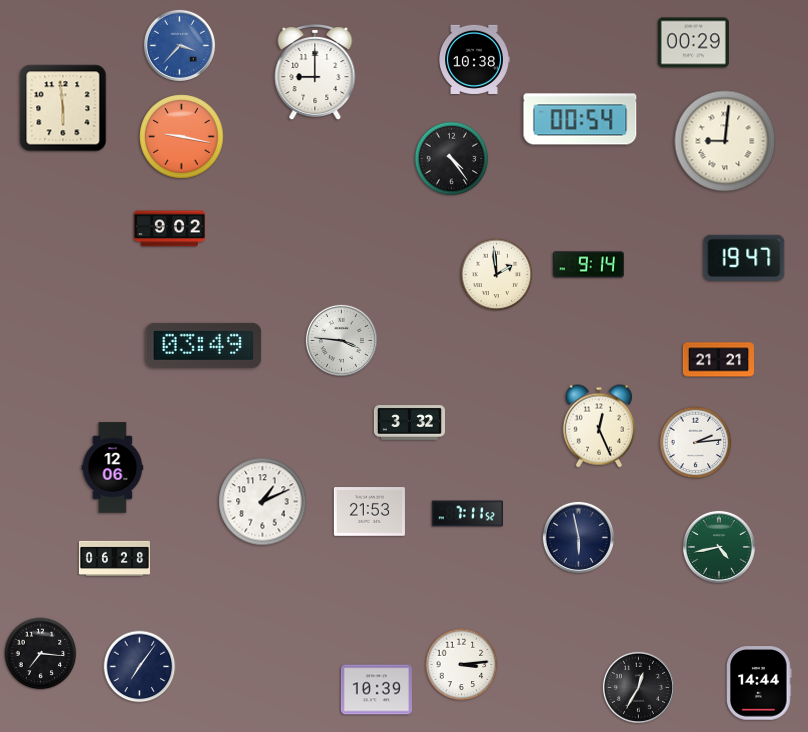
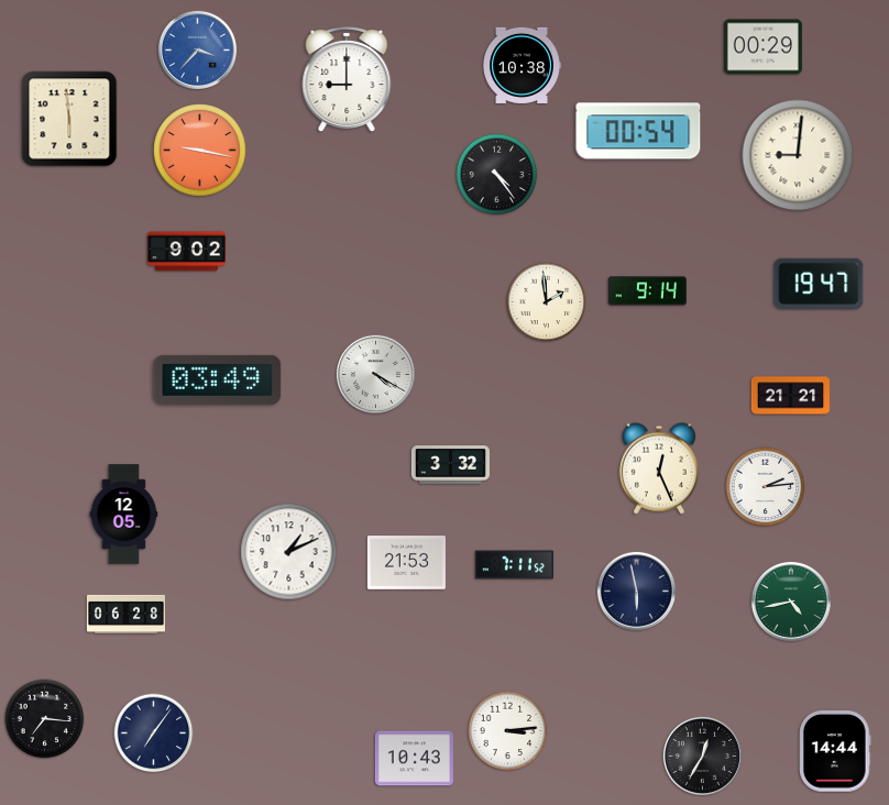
clock at (341, 340): 3:46 -> 4:20
clock at (204, 345) position: (204, 345) -> (218, 379)
clock at (113, 468): 12:06 -> 12:05
clock at (376, 690): 10:39 -> 10:43
